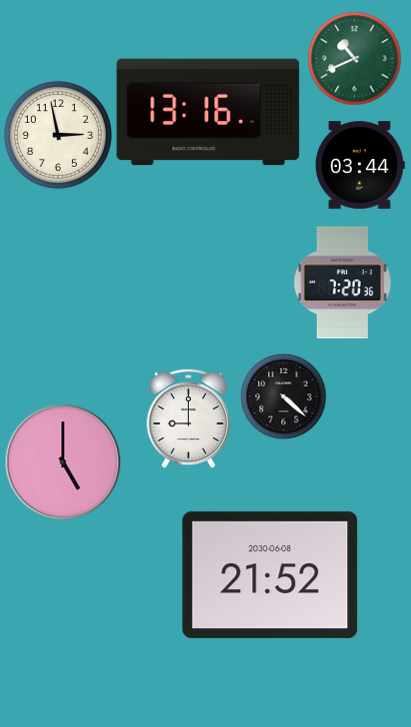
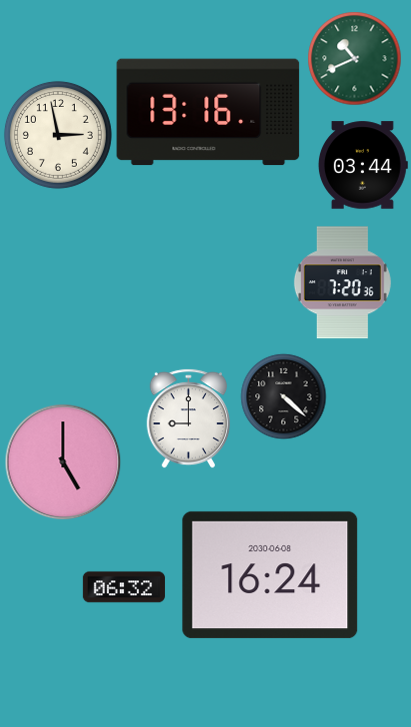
clock at (360, 165) position: (360, 165) -> (363, 165)
clock at (270, 575): 21:52 -> 16:24
clock at (124, 587): none -> 06:32
